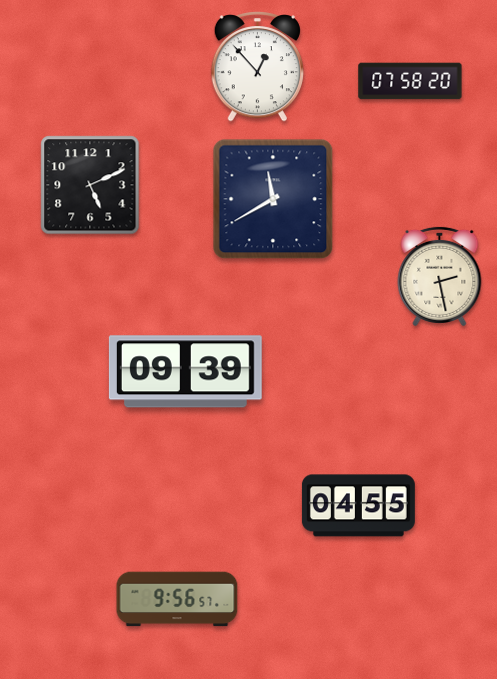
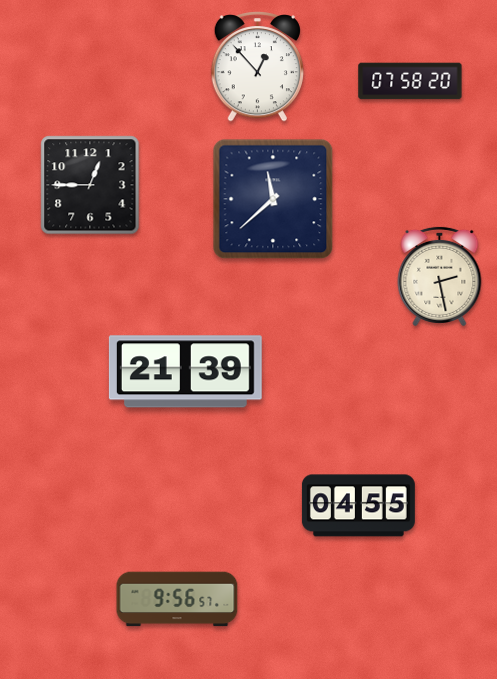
clock at (90, 185): 5:11 -> 12:45
clock at (273, 199): 11:40 -> 11:38
clock at (185, 372): 09:39 -> 21:39
